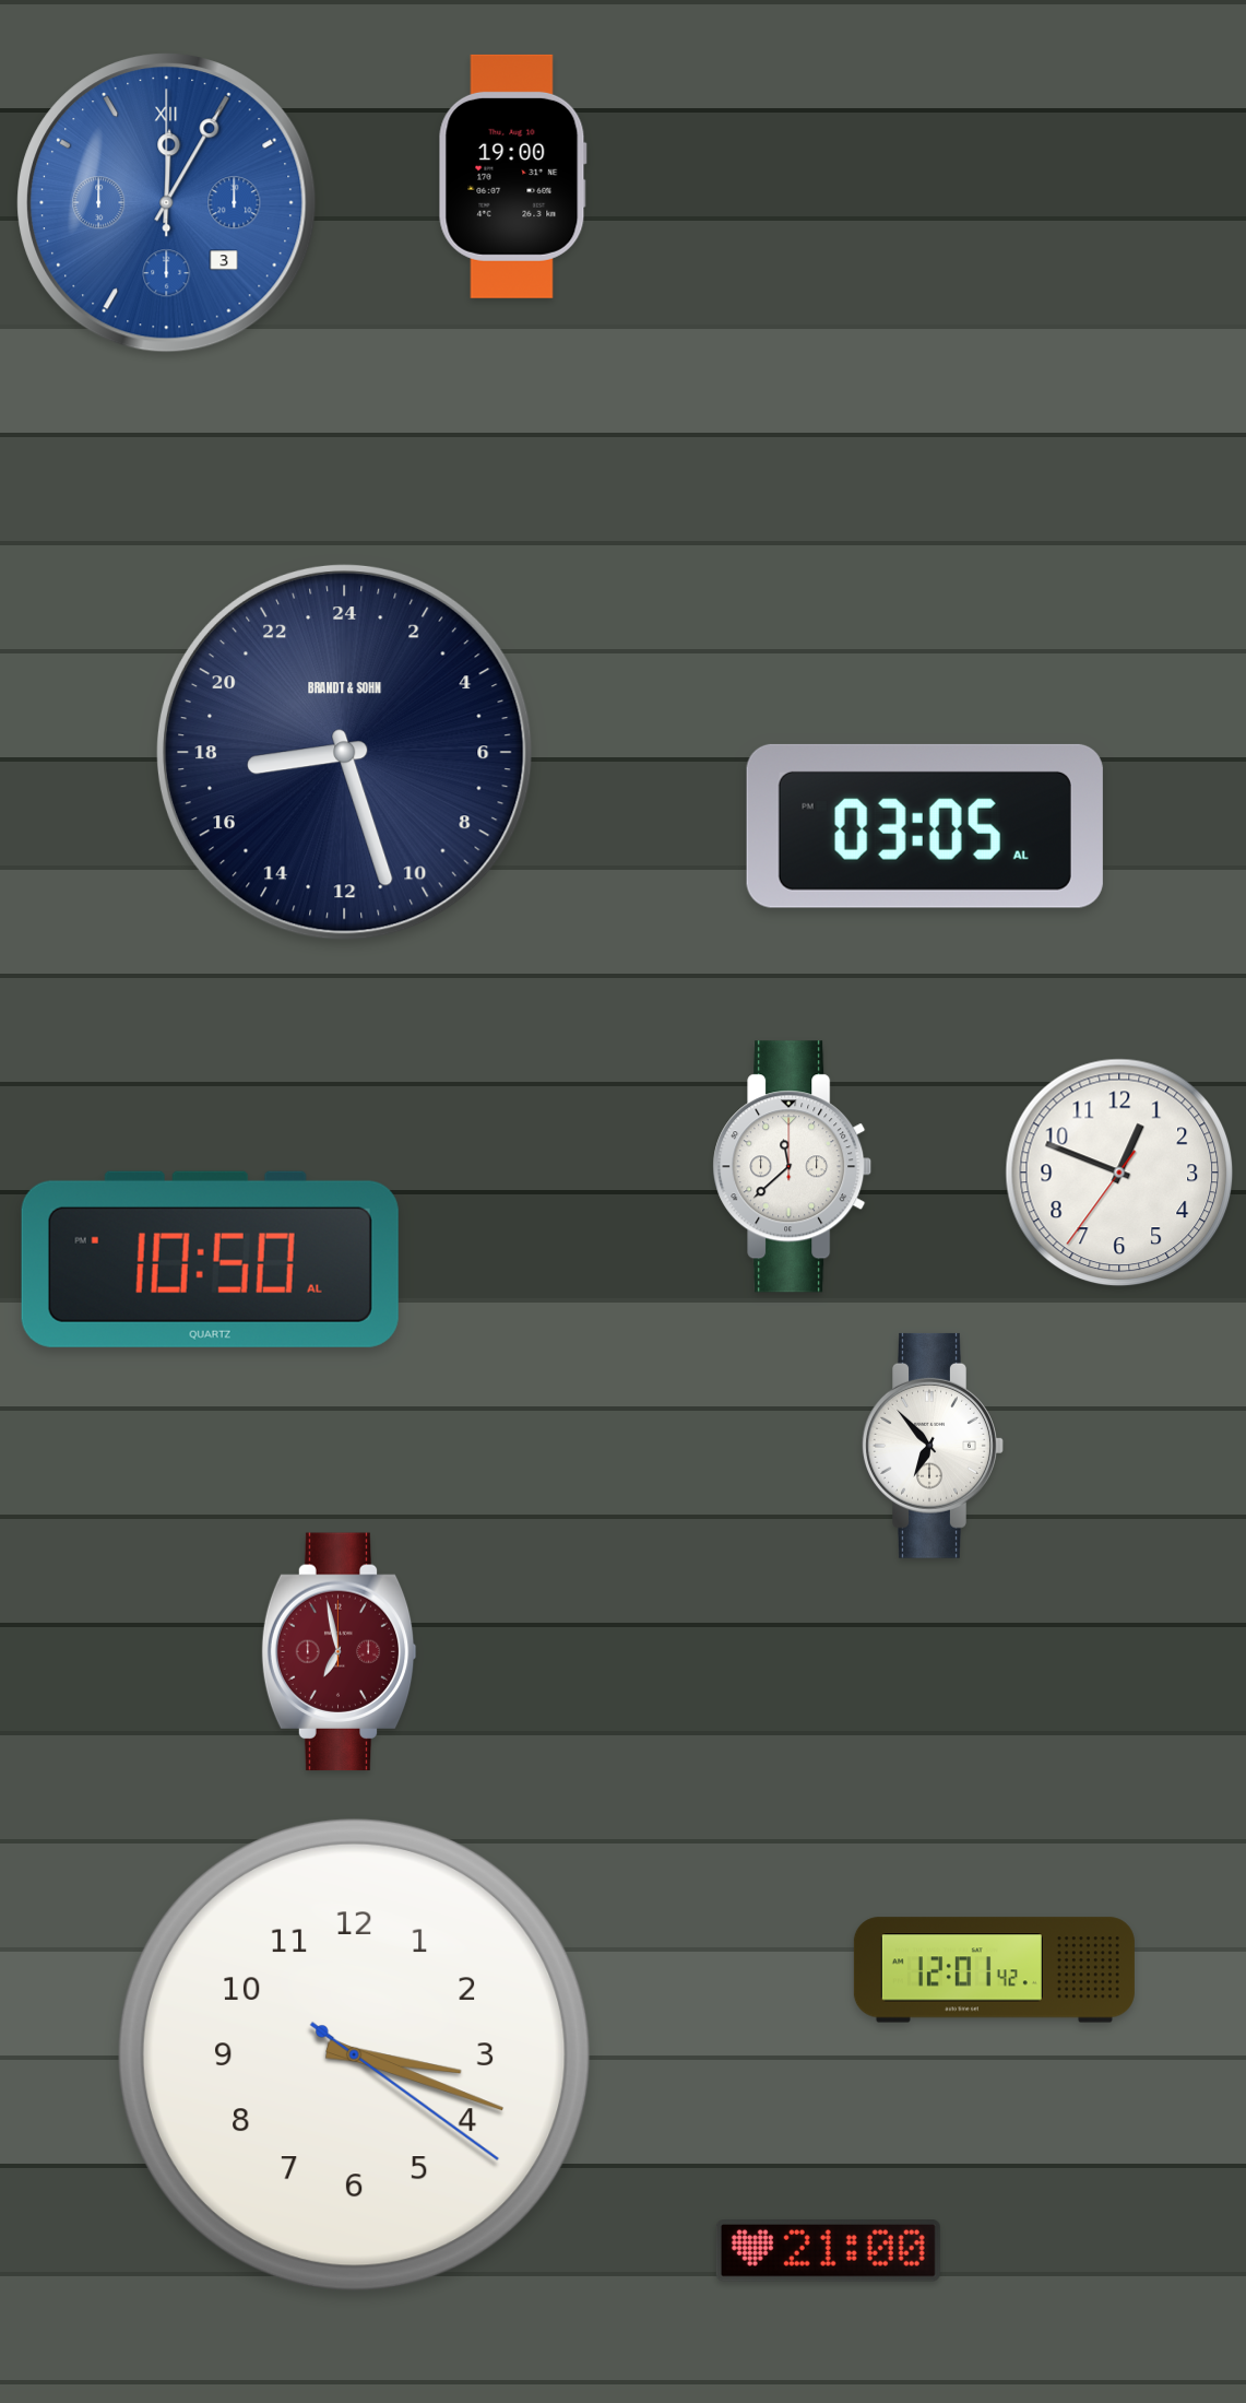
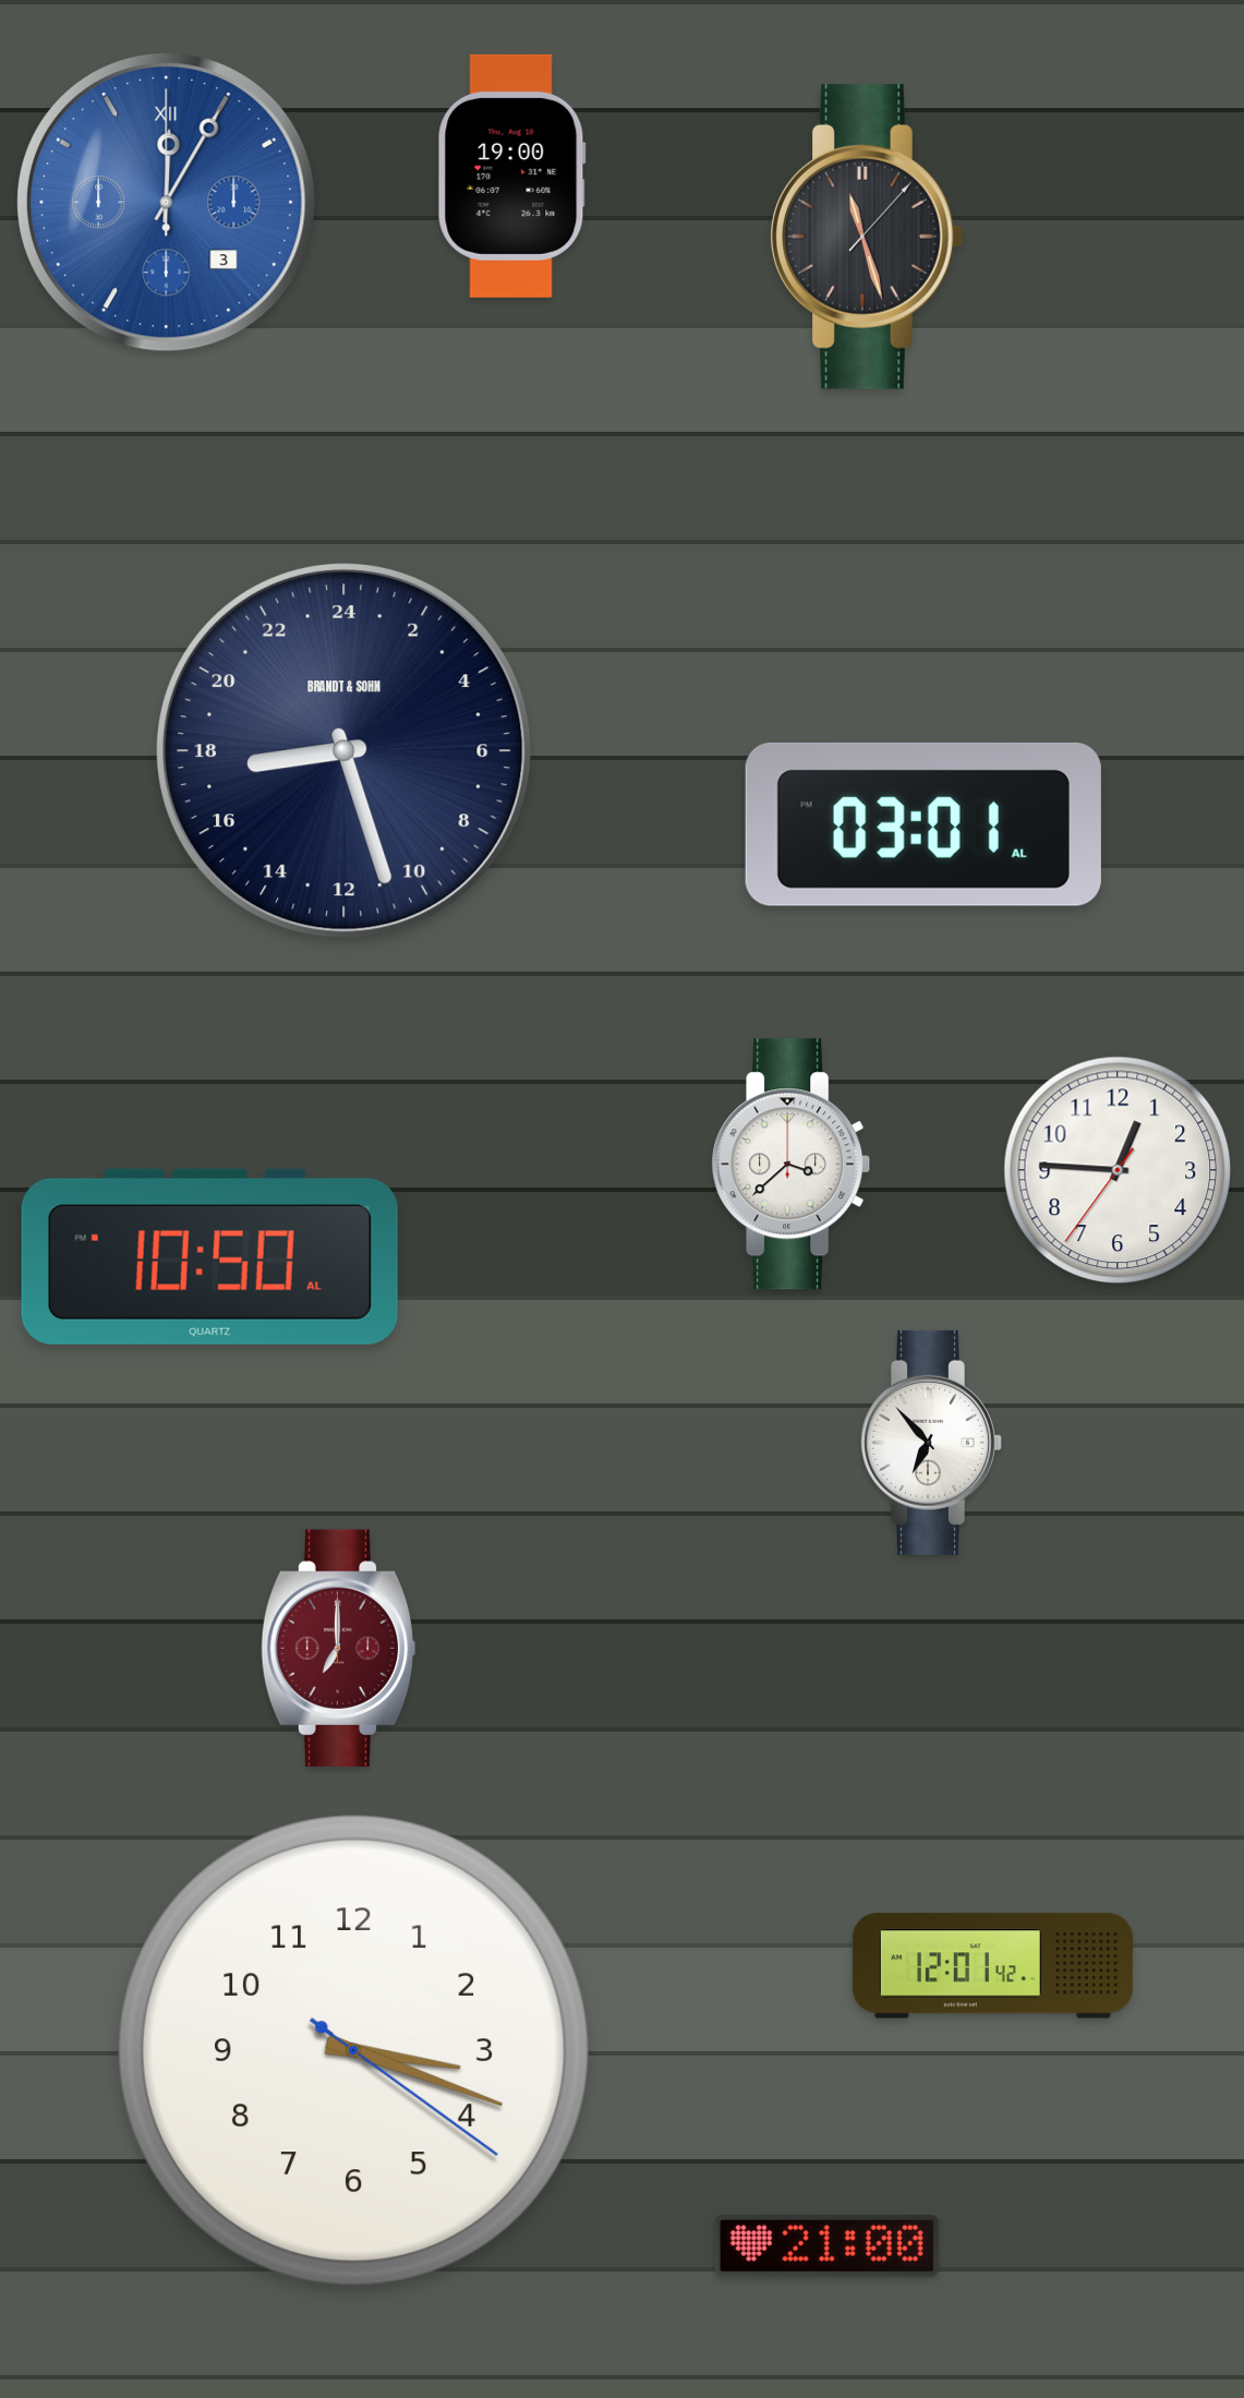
clock at (867, 237): none -> 11:27
clock at (925, 826): 03:05 -> 03:01
clock at (793, 1167): 11:38 -> 3:38
clock at (1119, 1173): 12:48 -> 12:45
clock at (339, 1652): 6:58 -> 7:00
